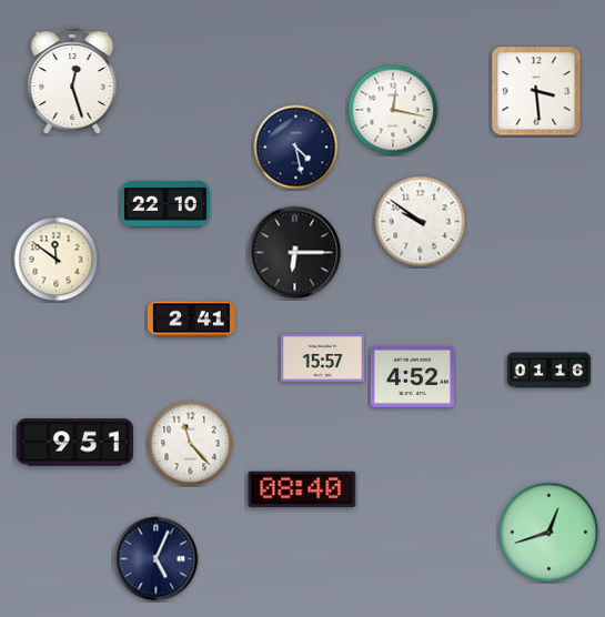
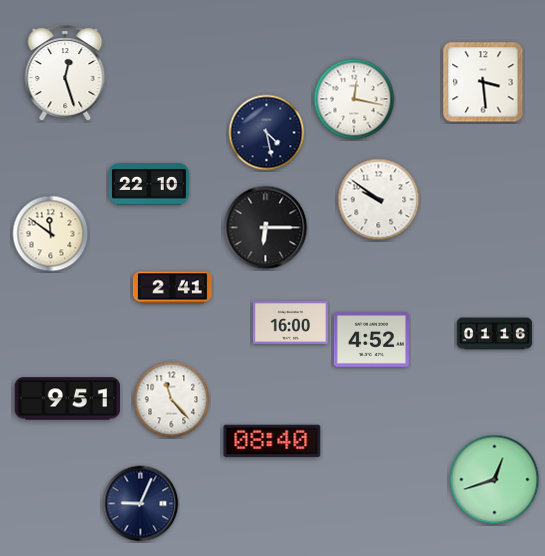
clock at (322, 357): 15:57 -> 16:00
clock at (157, 559): 5:04 -> 9:04
